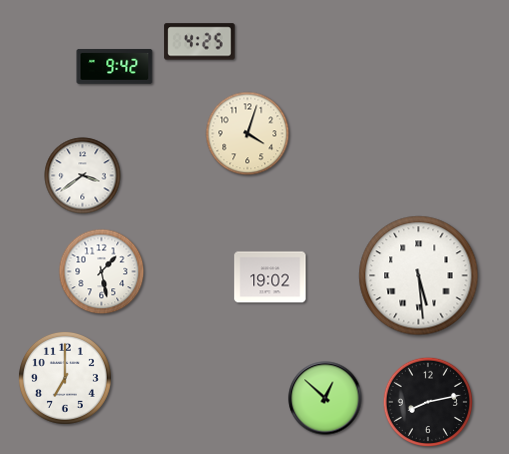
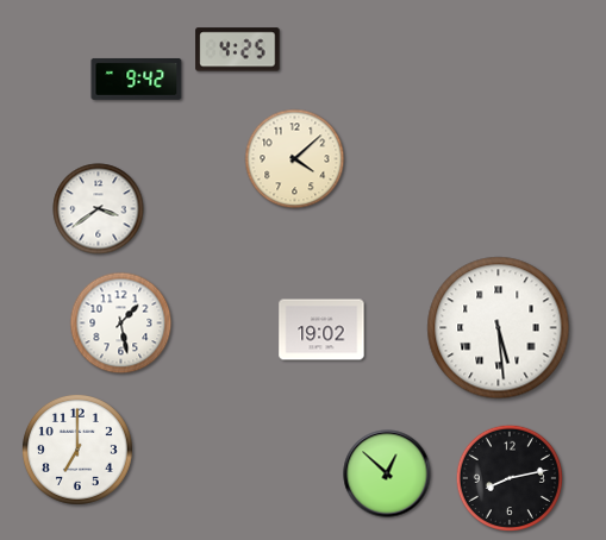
clock at (248, 134): 4:03 -> 4:08
